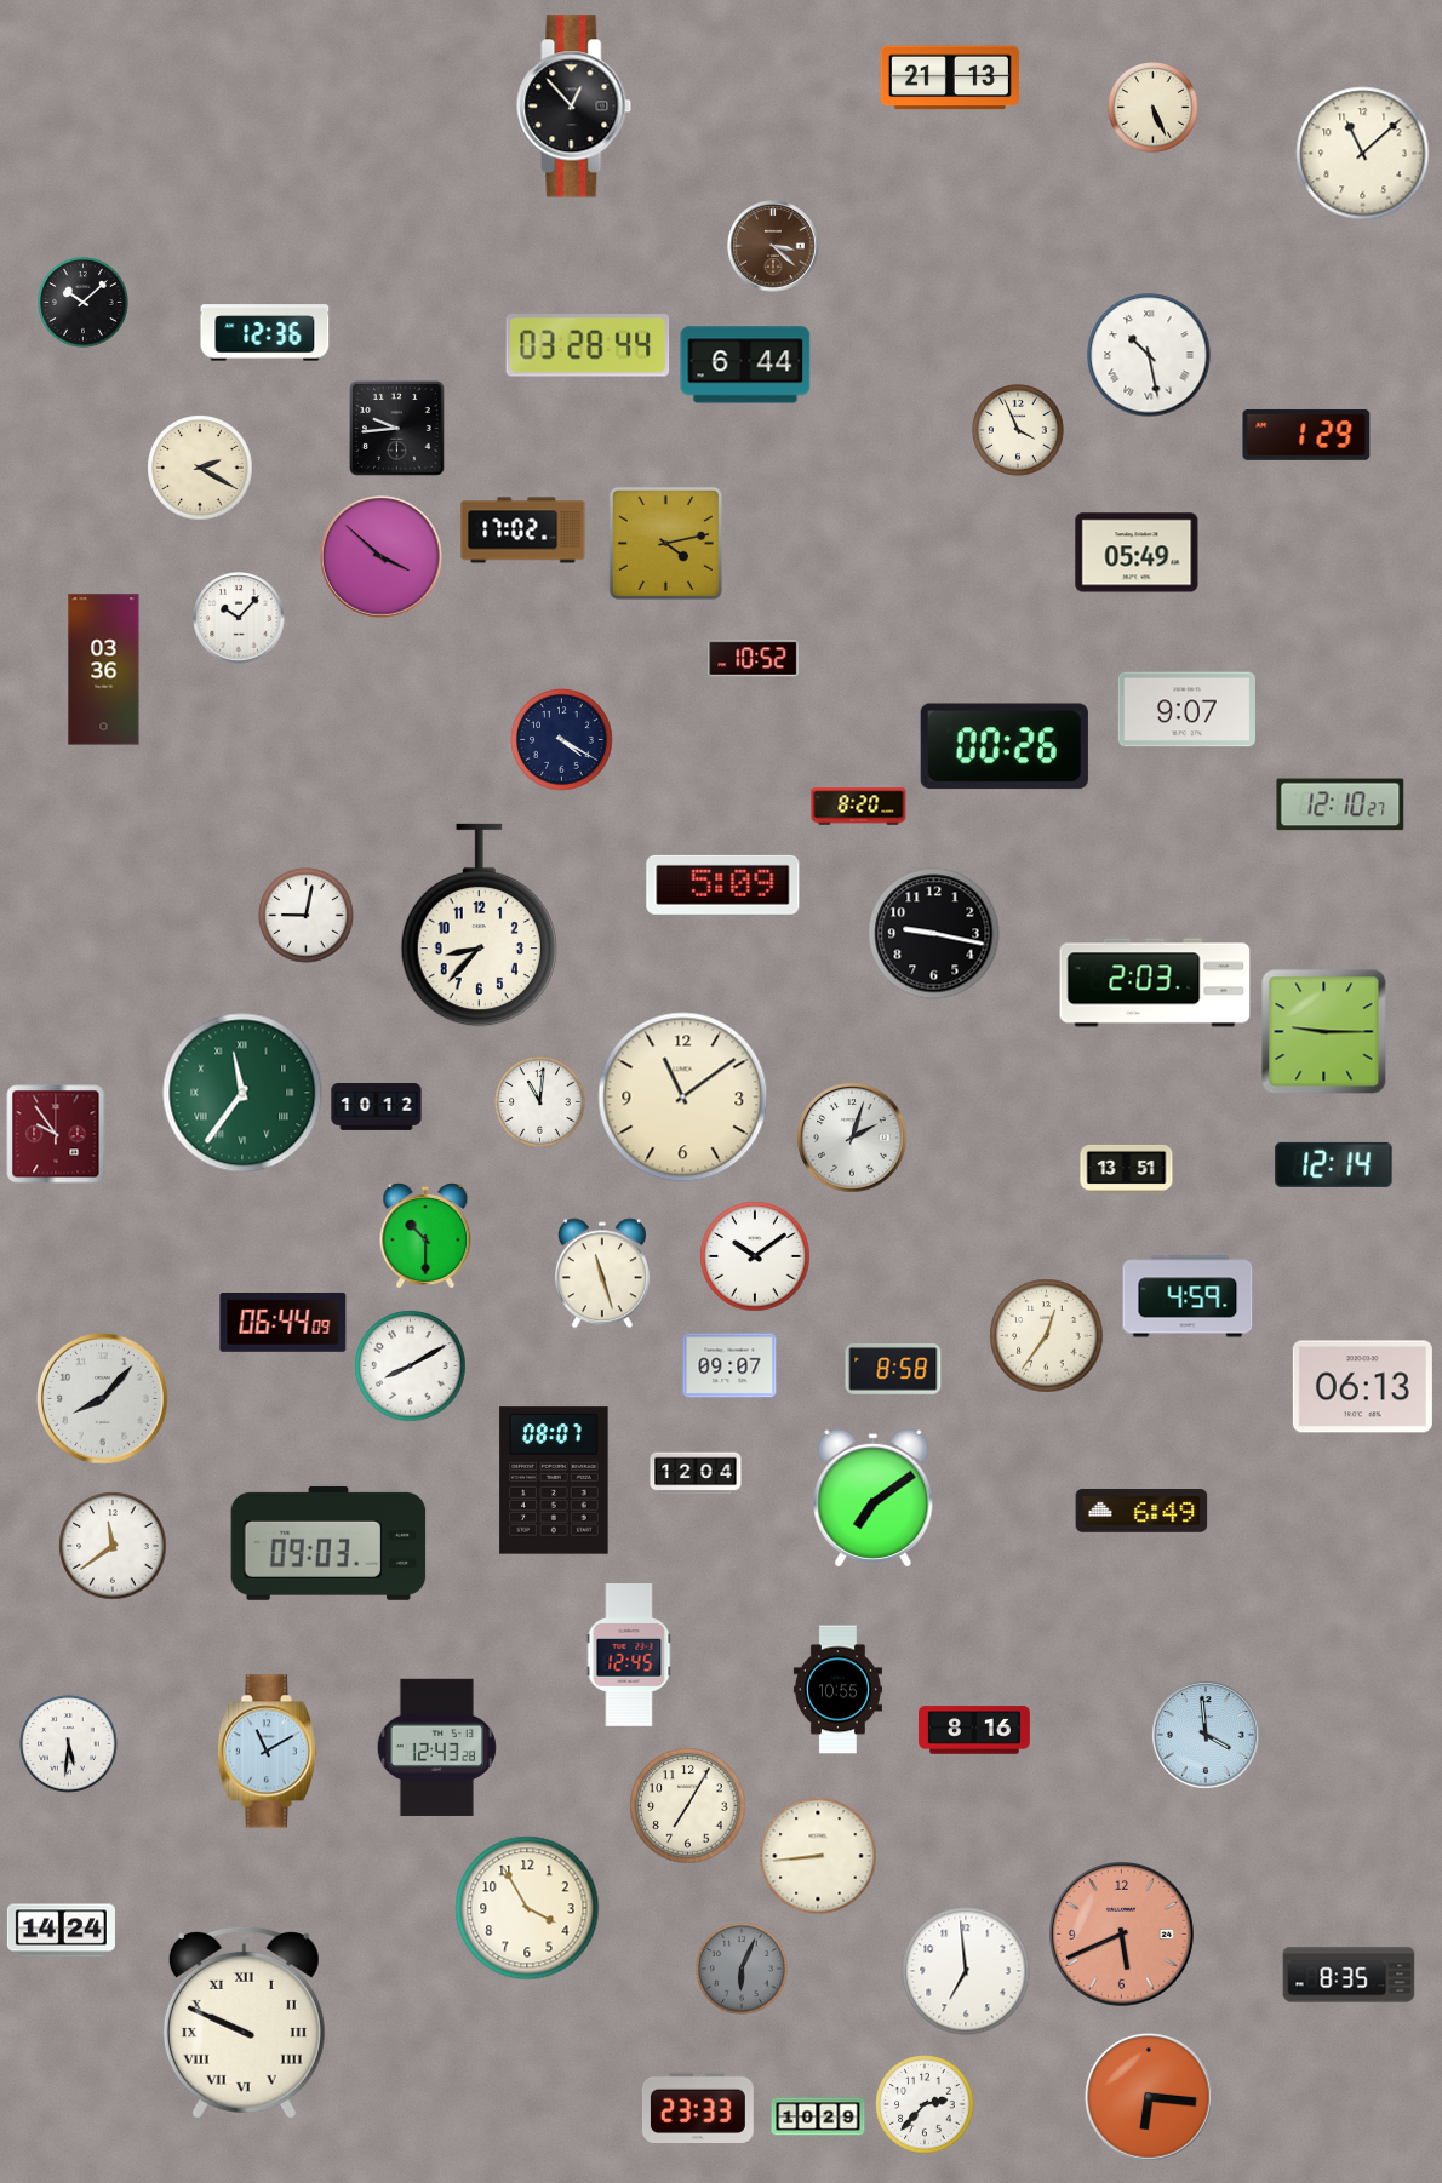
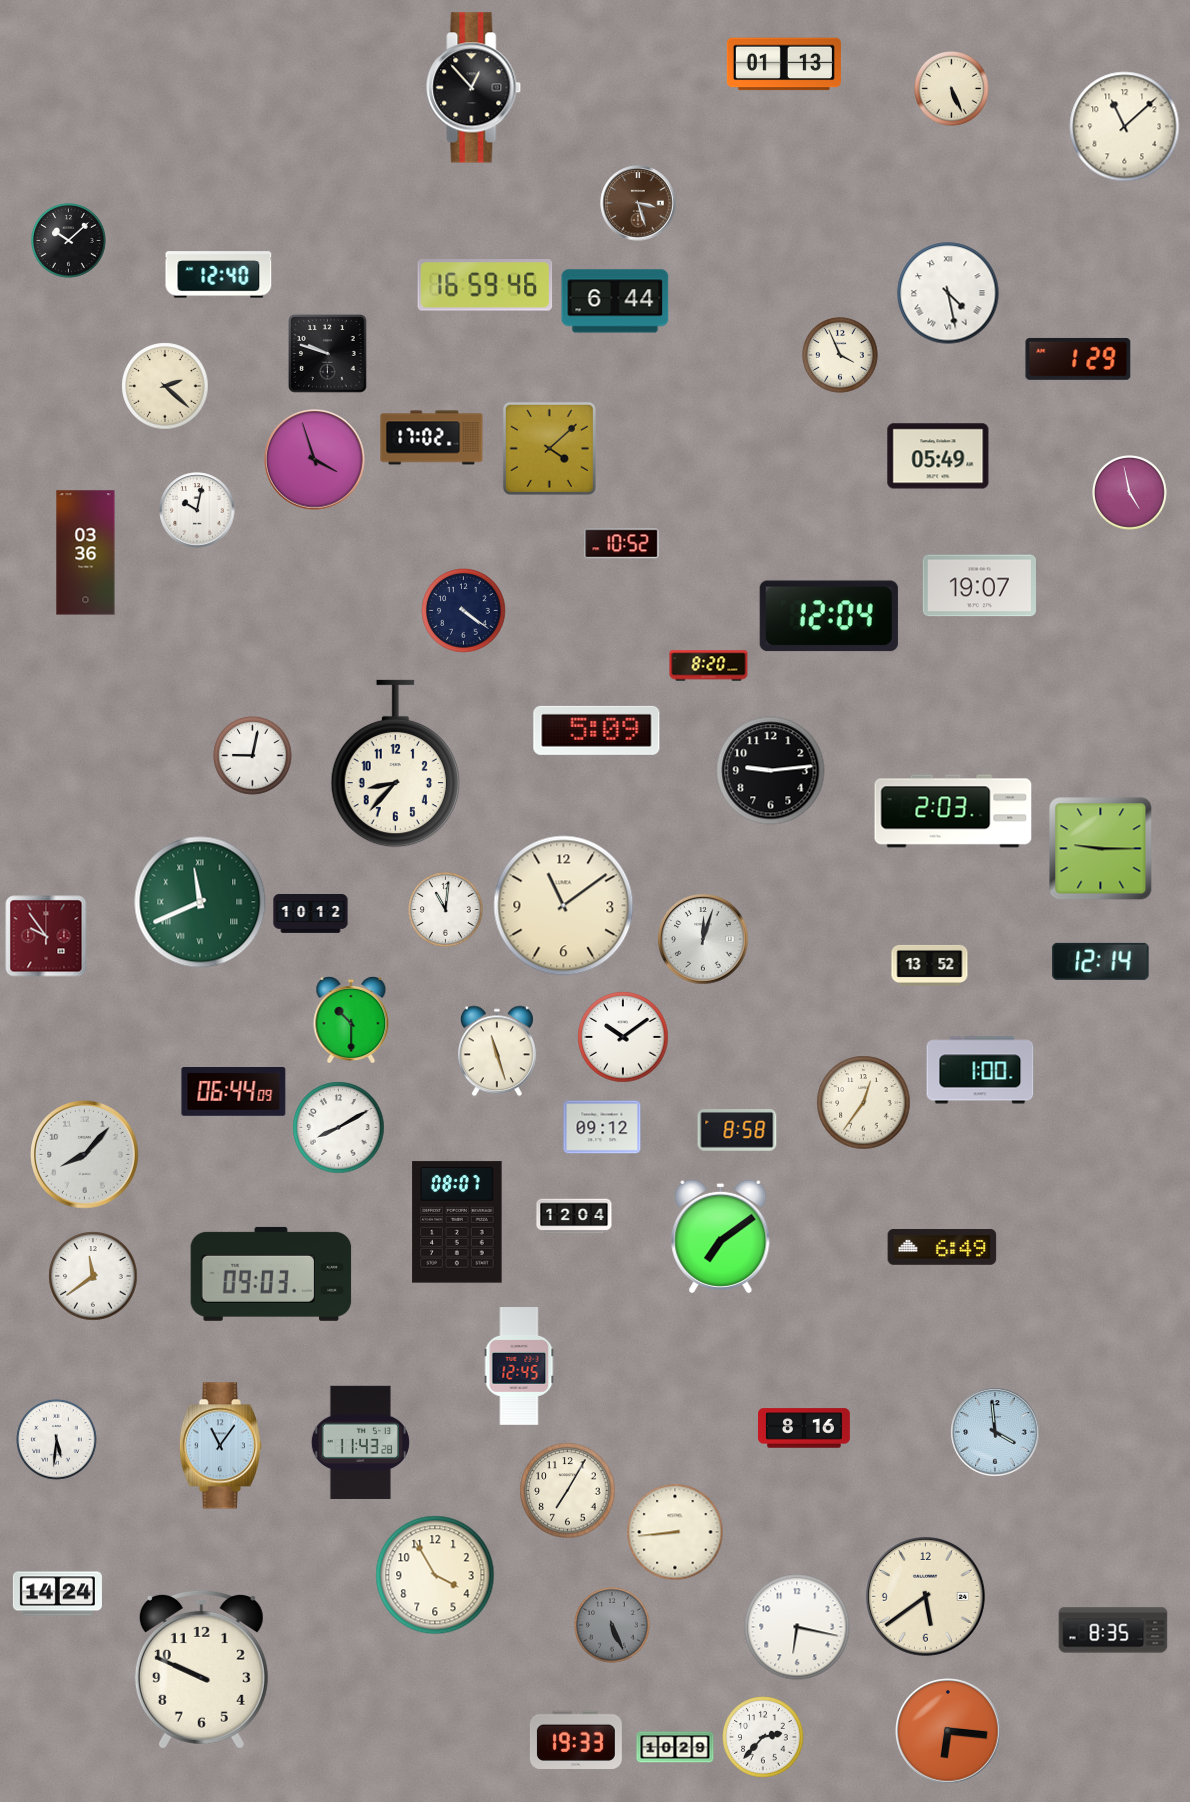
clock at (950, 78): 21:13 -> 01:13
clock at (773, 246): 3:22 -> 3:27
clock at (84, 303) position: (84, 303) -> (69, 241)
clock at (265, 333): 12:36 -> 12:40
clock at (588, 345): 03:28 -> 16:59
clock at (1149, 355): 10:28 -> 4:28
clock at (397, 429): 9:44 -> 9:48
clock at (200, 468): 2:20 -> 2:22
clock at (665, 543): 4:13 -> 4:08
clock at (382, 557): 3:52 -> 3:57
clock at (1130, 493): none -> 4:58
clock at (239, 618): 10:07 -> 10:02
clock at (1186, 710): 9:07 -> 19:07
clock at (562, 740): 4:20 -> 4:21
clock at (1005, 746): 00:26 -> 12:04
clock at (1340, 804): 12:10 -> none
clock at (934, 934): 9:17 -> 9:14
clock at (1324, 1032) position: (1324, 1032) -> (1101, 849)
clock at (242, 1093): 11:36 -> 11:41
clock at (852, 1138): 2:03 -> 12:03
clock at (1127, 1169): 13:51 -> 13:52
clock at (1188, 1296): 4:59 -> 1:00
clock at (729, 1365): 09:07 -> 09:12
clock at (1362, 1387): 06:13 -> none
clock at (837, 1690): 10:55 -> none
clock at (436, 1747): 12:43 -> 11:43
clock at (267, 1752): 11:10 -> 11:06
clock at (61, 1931) position: (61, 1931) -> (57, 1594)
clock at (1121, 1933): 5:41 -> 5:39
clock at (1121, 1933) dial: salmon -> cream
clock at (743, 1970): 6:04 -> 5:26
clock at (966, 1971): 6:59 -> 6:17
clock at (244, 2022) numerals: Roman -> Arabic
clock at (698, 2107): 23:33 -> 19:33
